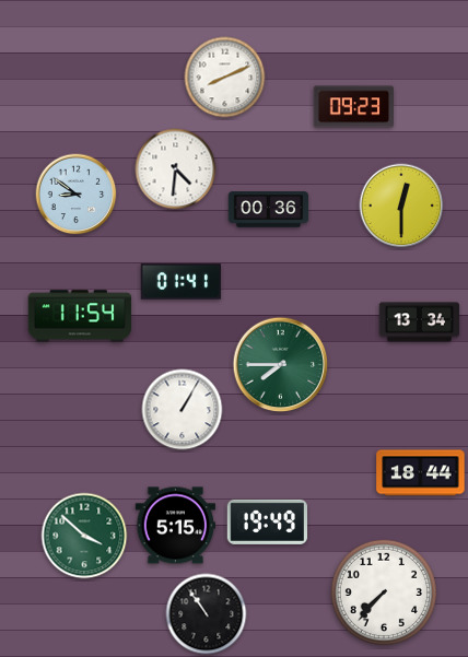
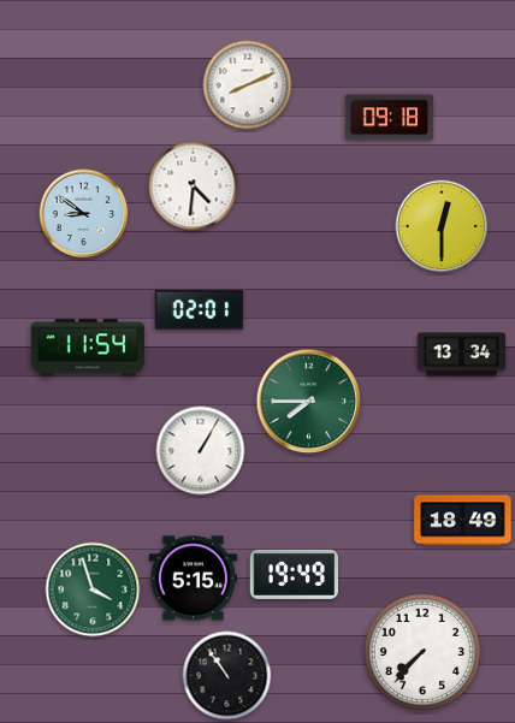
clock at (354, 107): 09:23 -> 09:18
clock at (269, 210): 00:36 -> none
clock at (180, 282): 01:41 -> 02:01
clock at (421, 473): 18:44 -> 18:49
clock at (84, 536): 3:52 -> 3:57
